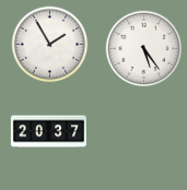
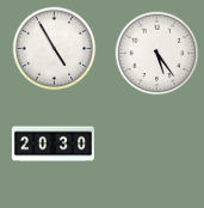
clock at (50, 45): 1:55 -> 4:55
clock at (48, 132): 20:37 -> 20:30
